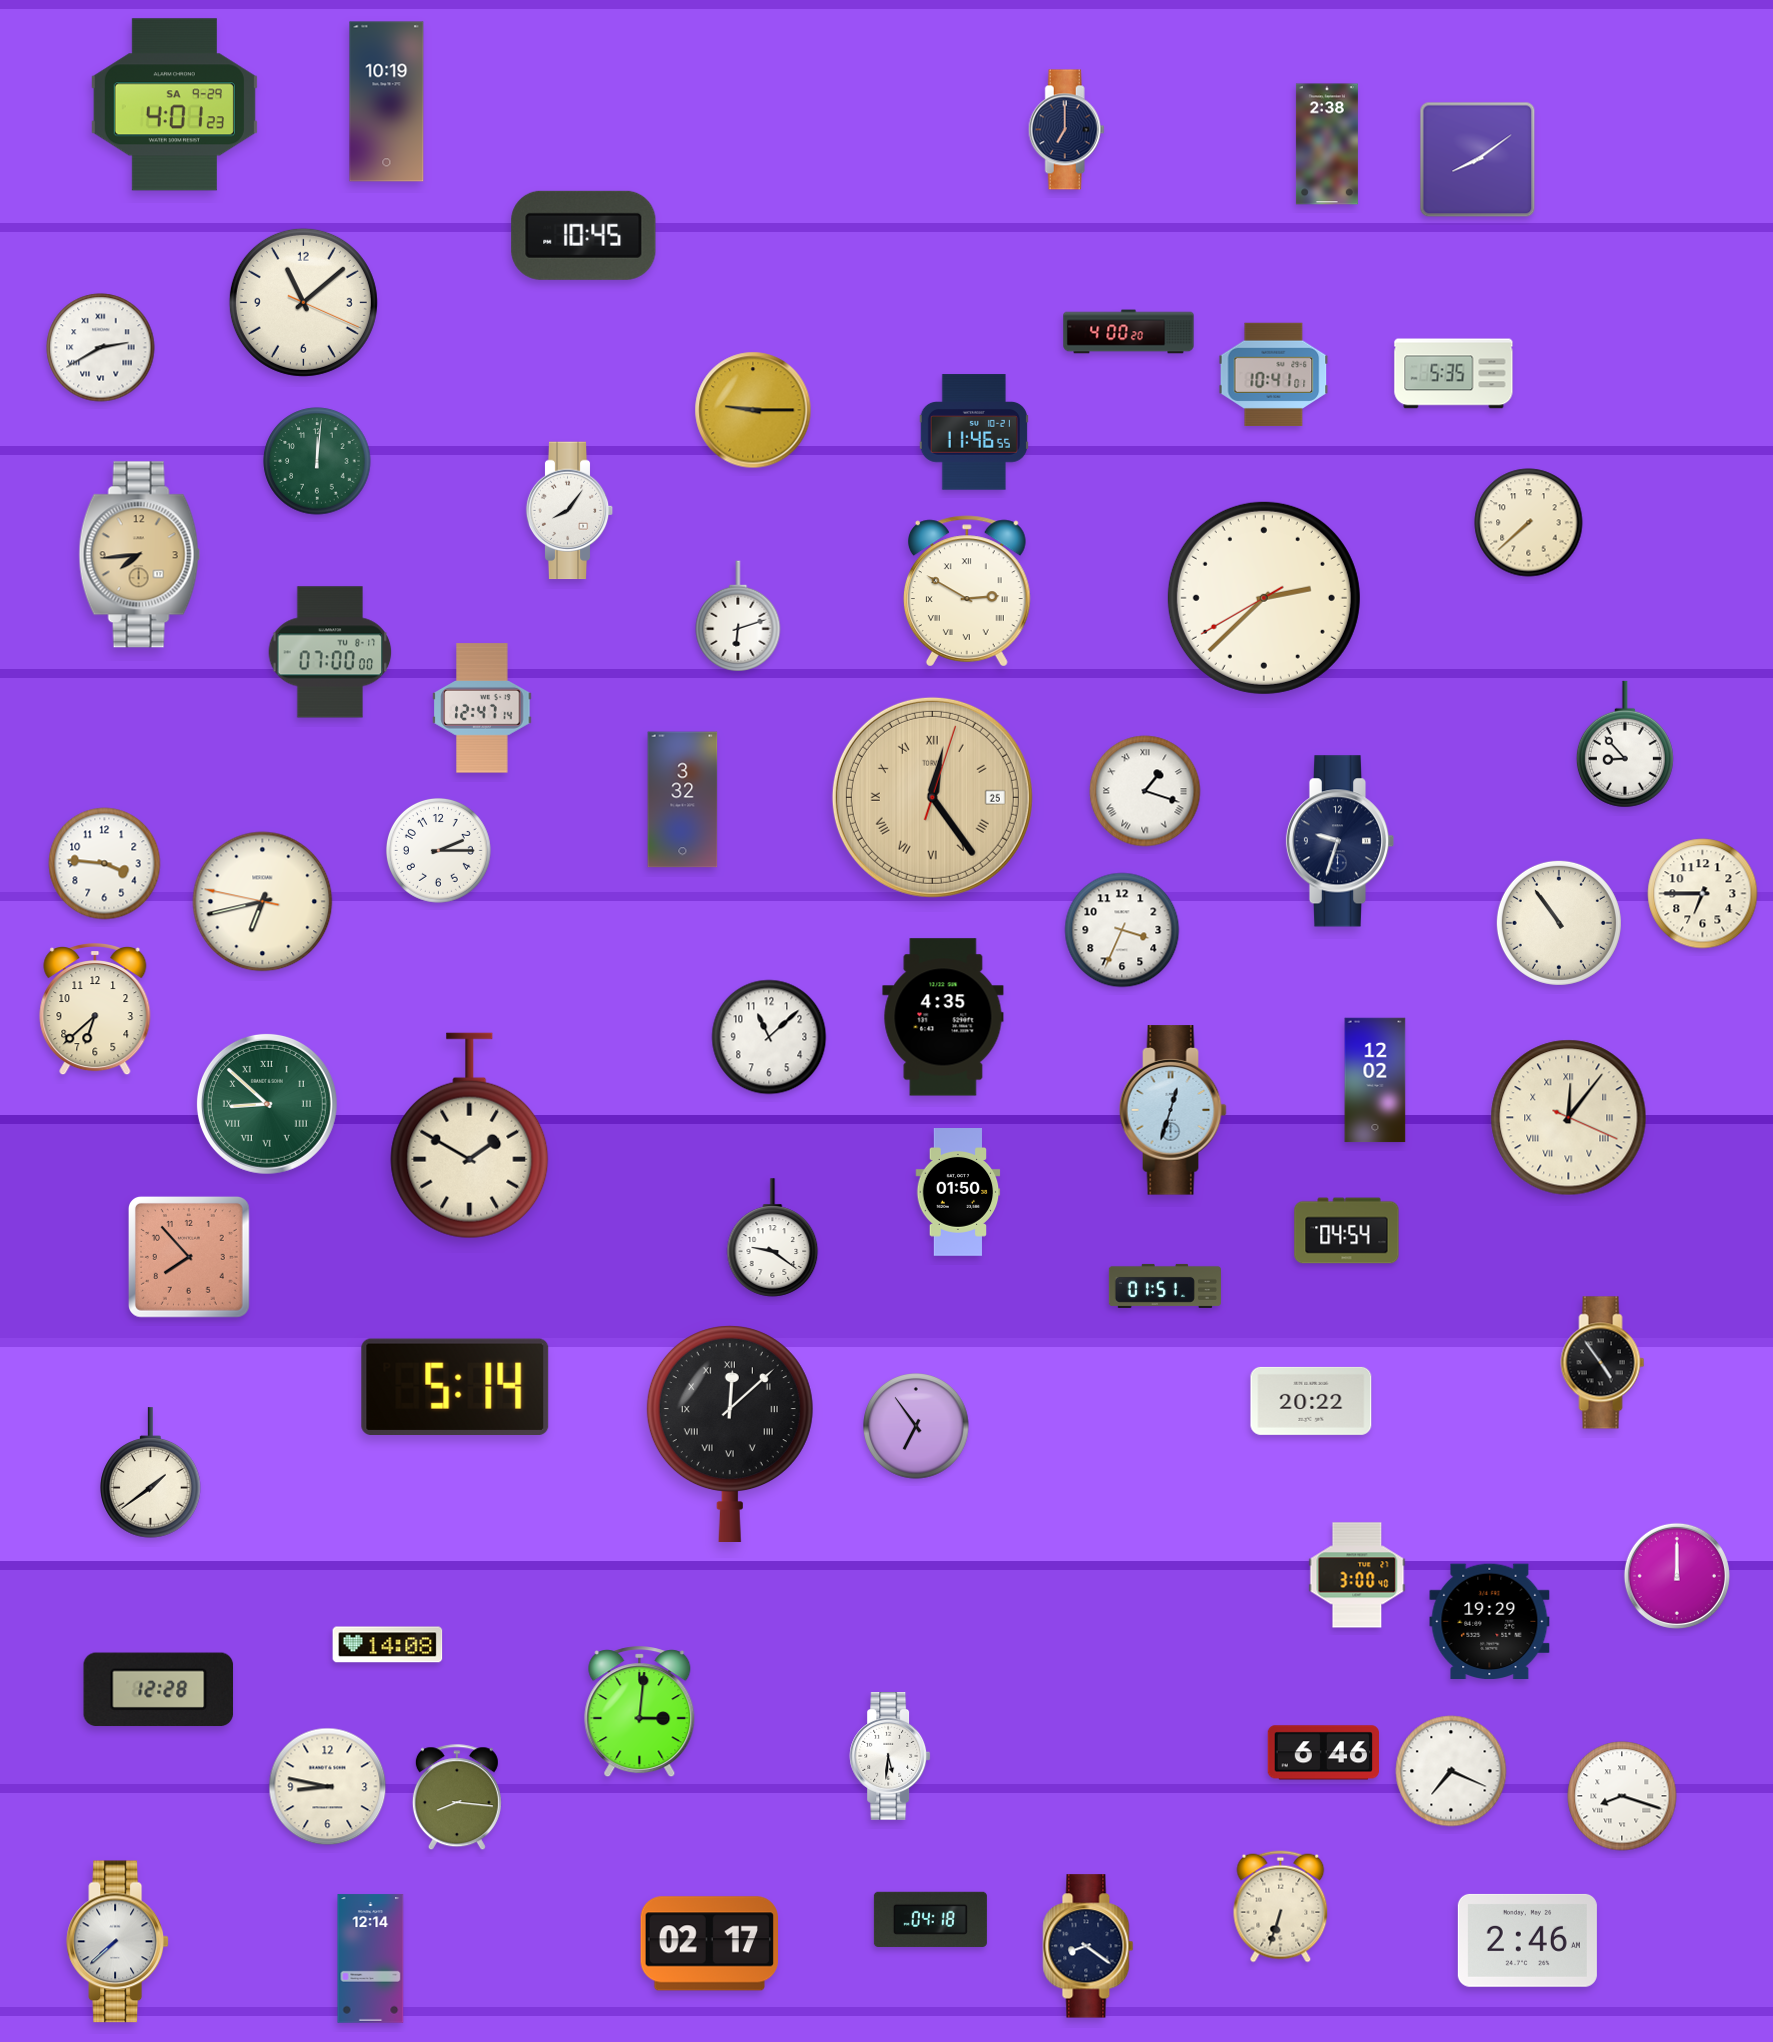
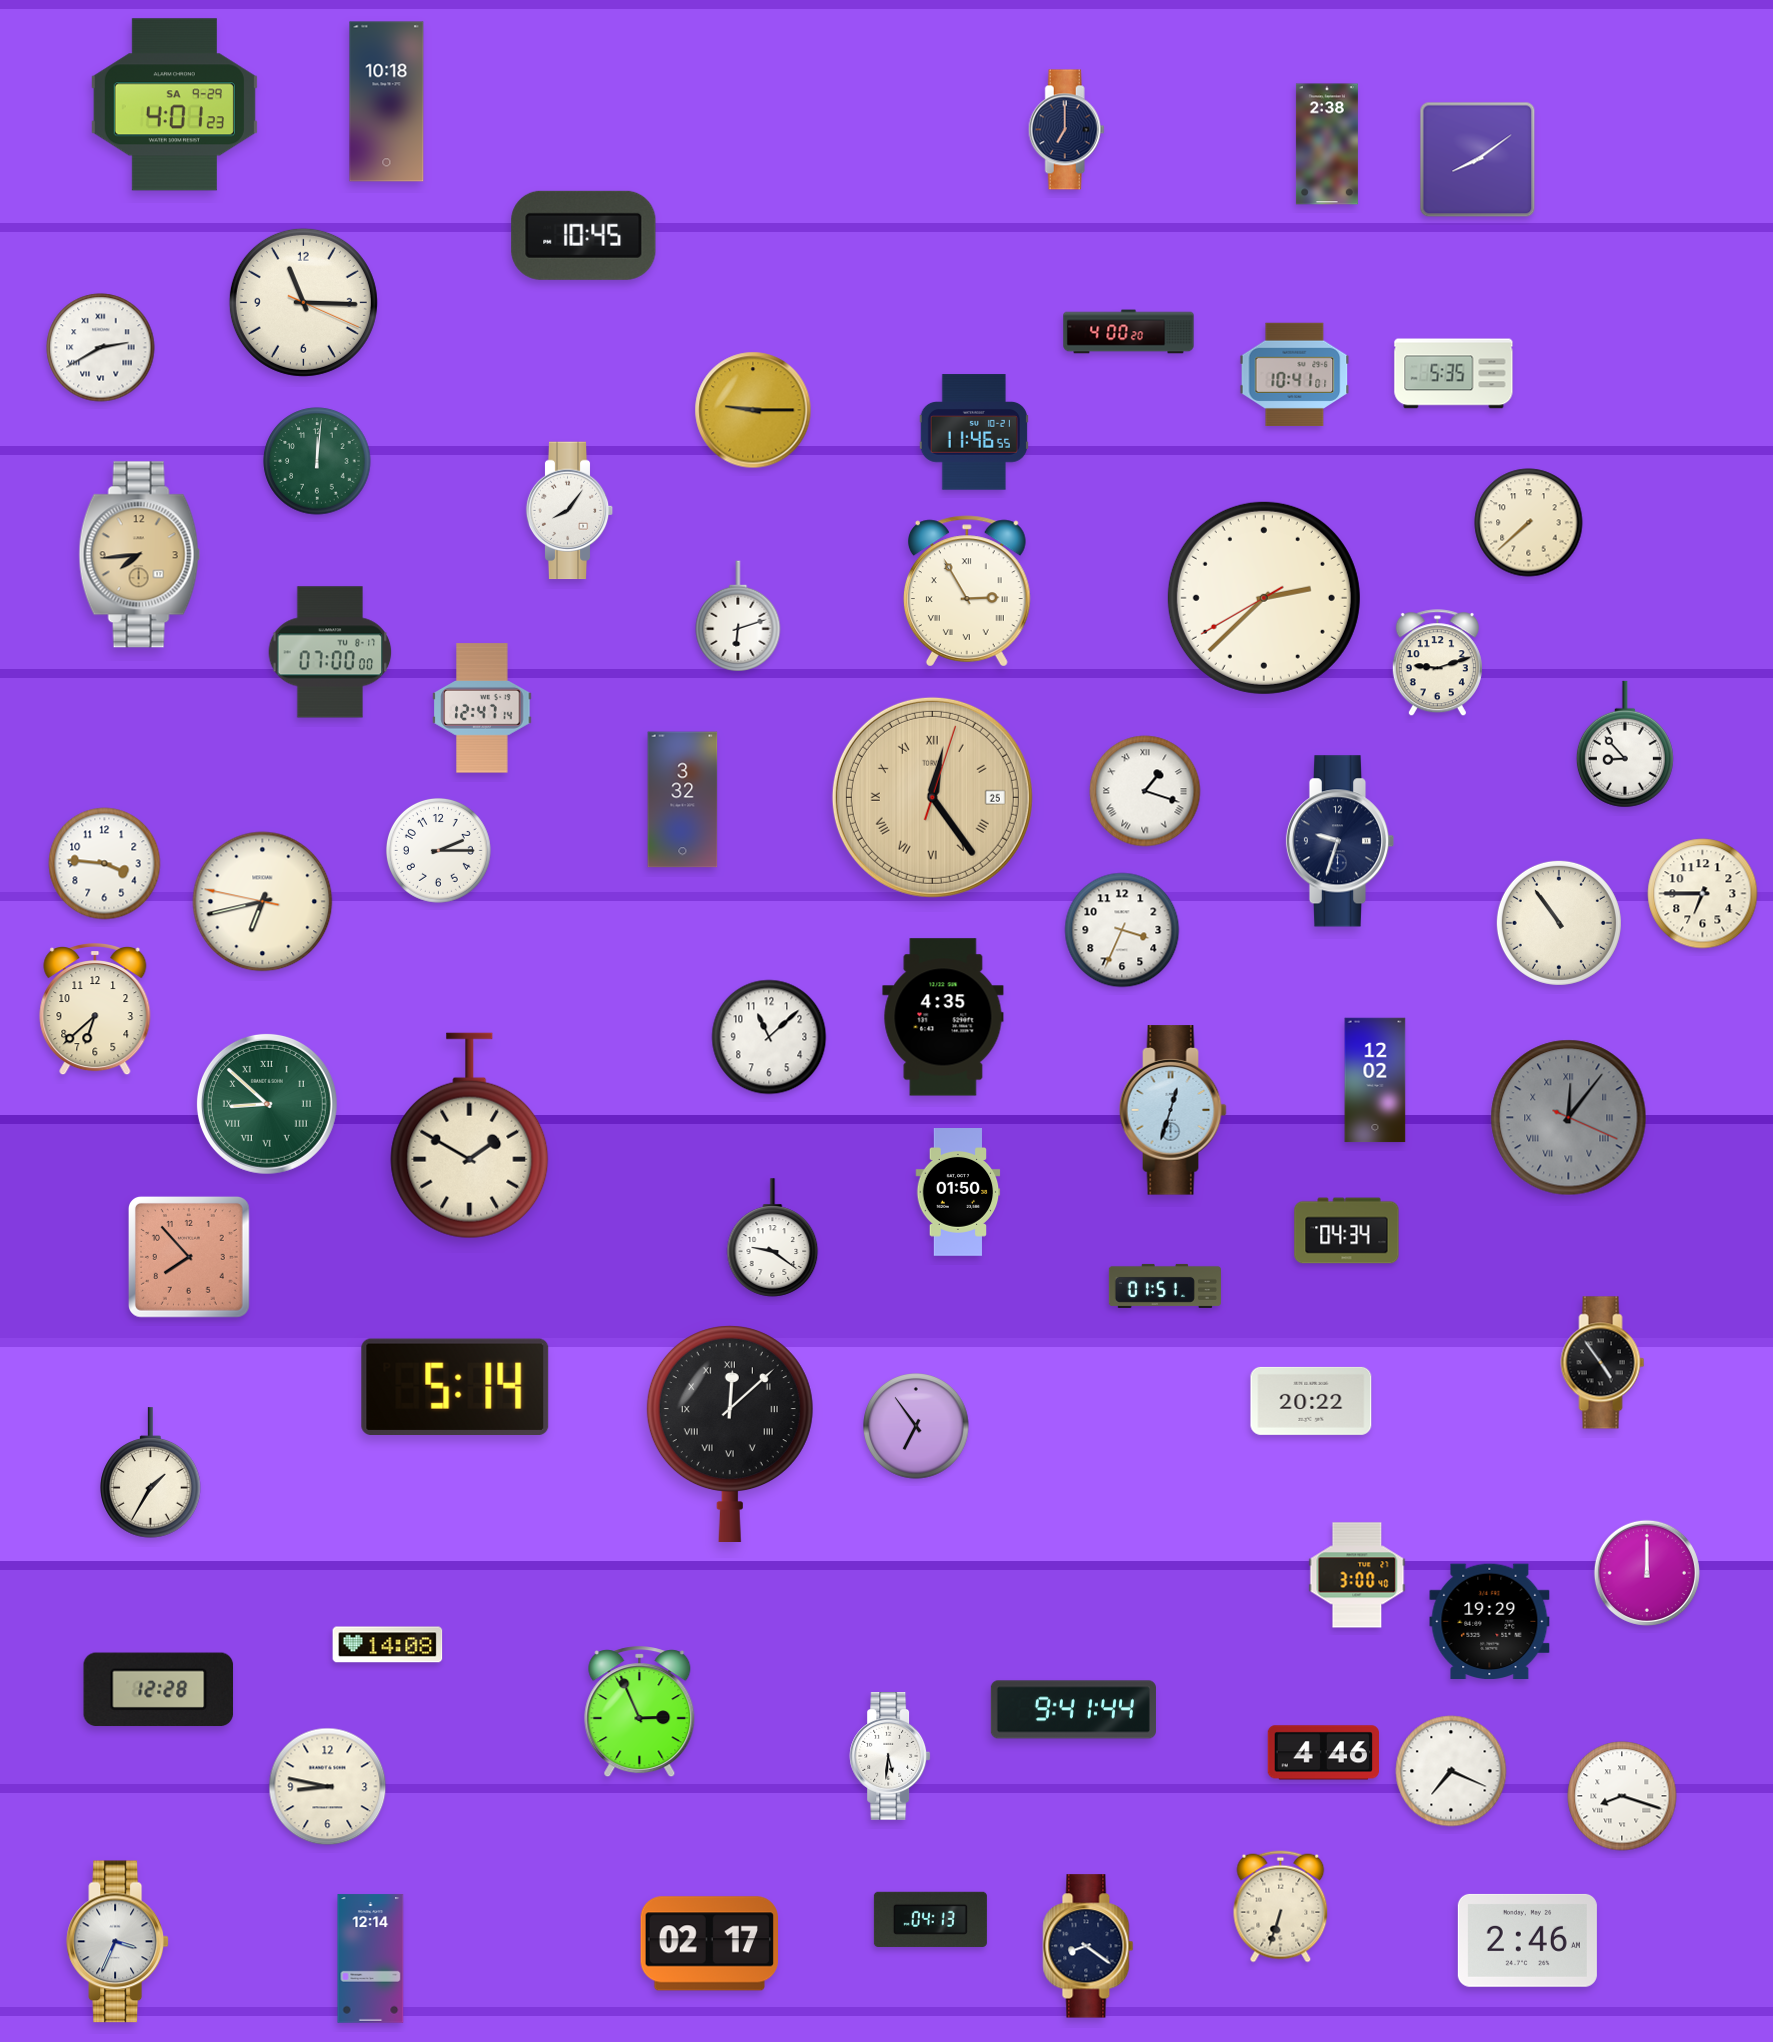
clock at (387, 102): 10:19 -> 10:18
clock at (303, 302): 11:08 -> 11:15
clock at (1274, 374) position: (1274, 374) -> (1295, 374)
clock at (967, 591): 2:50 -> 2:55
clock at (1437, 663): none -> 9:12
clock at (1569, 1118) dial: cream -> grey
clock at (1347, 1231): 04:54 -> 04:34
clock at (151, 1473): 1:39 -> 1:35
clock at (1677, 1576) position: (1677, 1576) -> (1647, 1573)
clock at (1073, 1710): none -> 9:41
clock at (640, 1712): 3:01 -> 2:56
clock at (1323, 1753): 6:46 -> 4:46
clock at (457, 1798): 8:16 -> none
clock at (930, 1919): 04:18 -> 04:13
clock at (118, 1942): 7:38 -> 3:34
